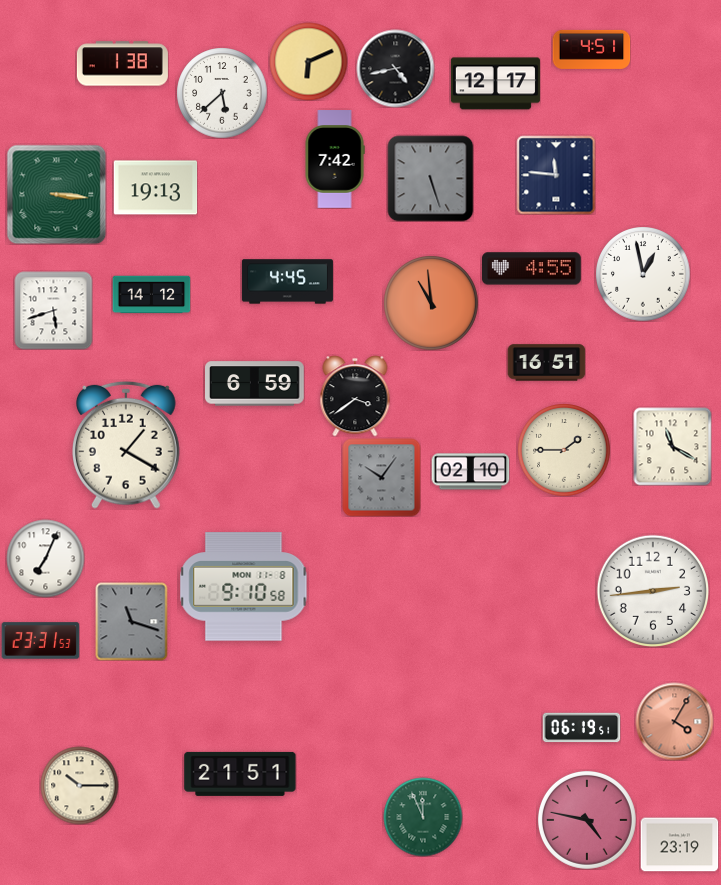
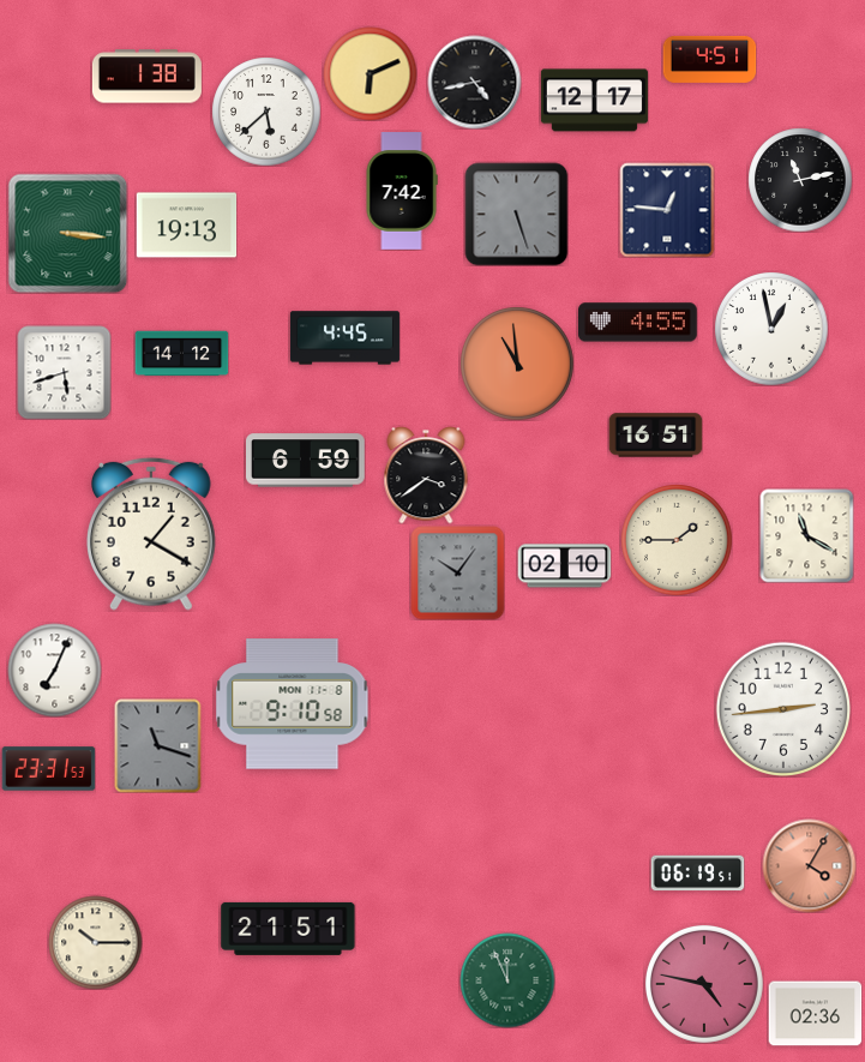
clock at (800, 180): none -> 11:13
clock at (556, 175): 11:46 -> 12:46
clock at (679, 845): 23:19 -> 02:36
